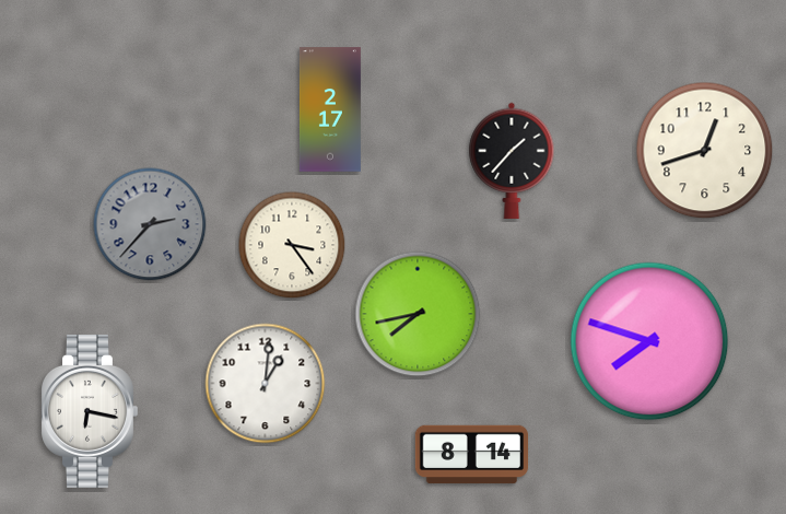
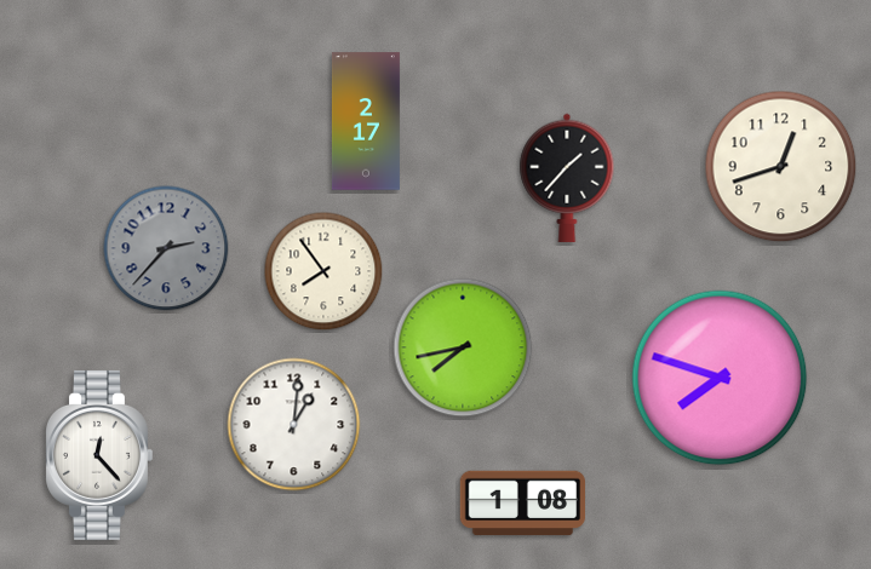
clock at (292, 245): 3:24 -> 7:54
clock at (90, 411): 6:17 -> 12:23
clock at (472, 455): 8:14 -> 1:08
